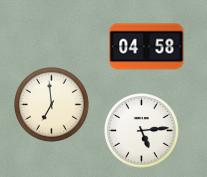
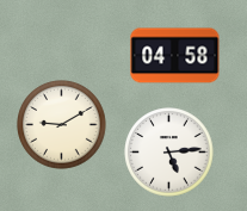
clock at (52, 105): 6:59 -> 9:10
clock at (142, 131) position: (142, 131) -> (169, 153)
